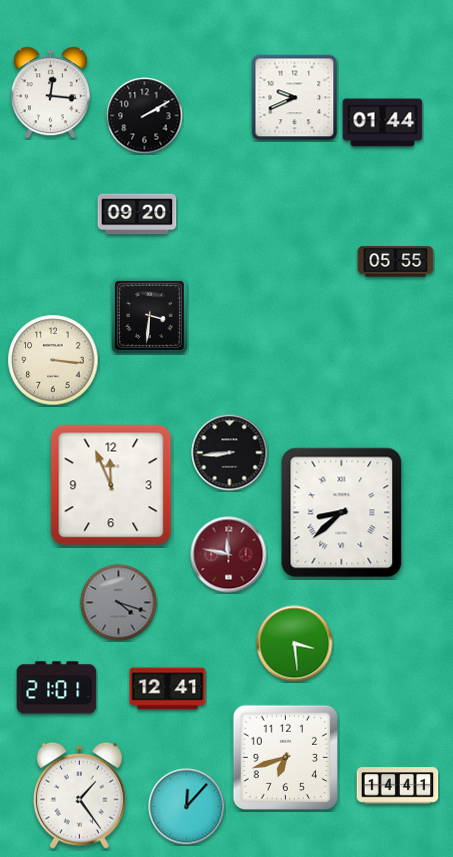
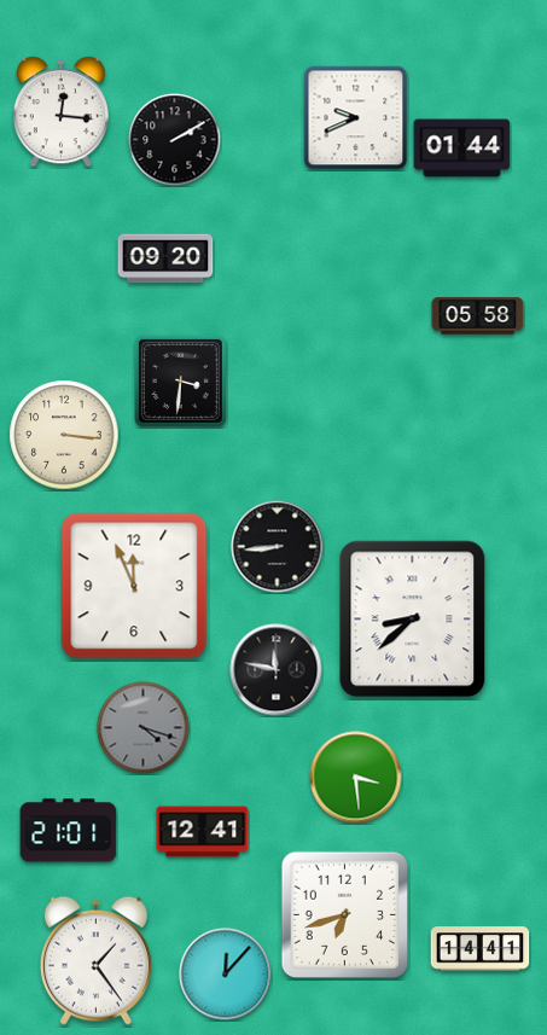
clock at (396, 262): 05:55 -> 05:58
clock at (229, 555) dial: burgundy -> black
